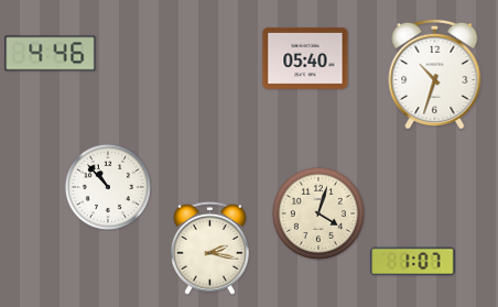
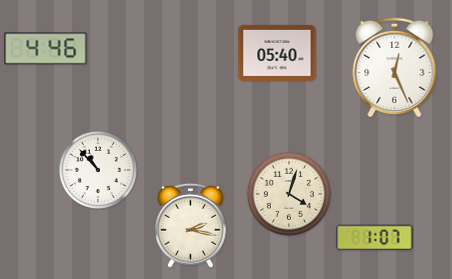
clock at (435, 74): 10:33 -> 12:26
